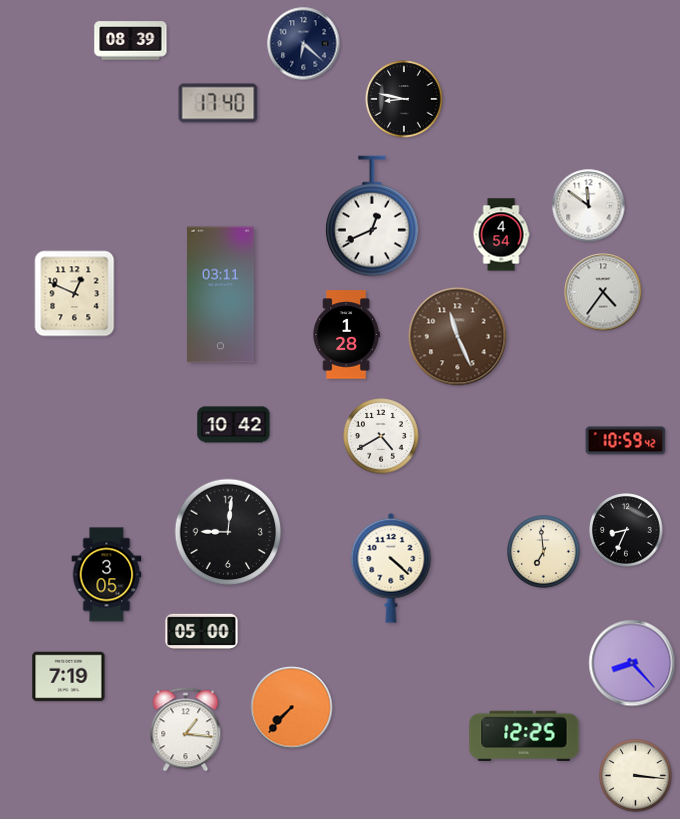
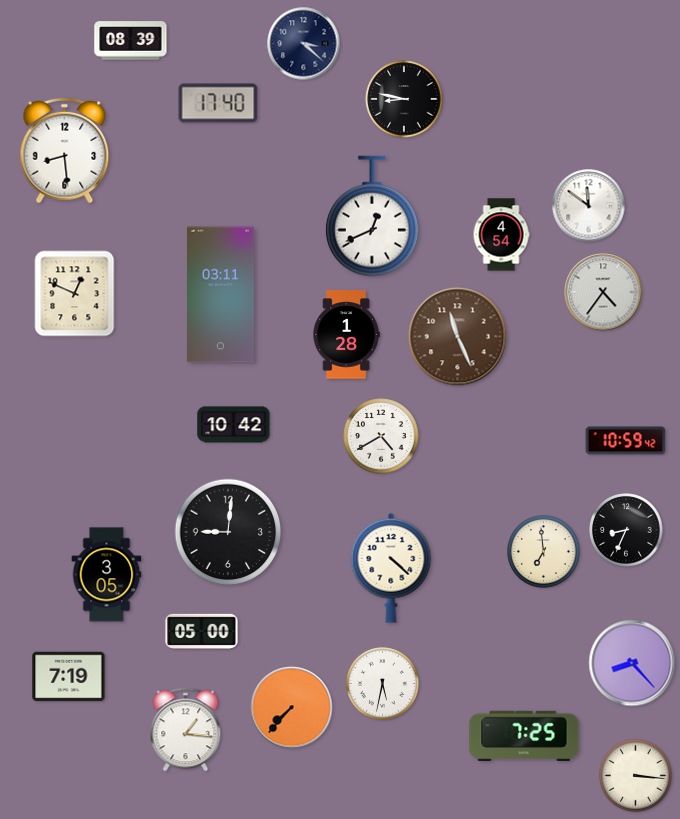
clock at (304, 44): 6:22 -> 3:22
clock at (65, 151): none -> 8:29
clock at (383, 684): none -> 5:32
clock at (524, 736): 12:25 -> 7:25
